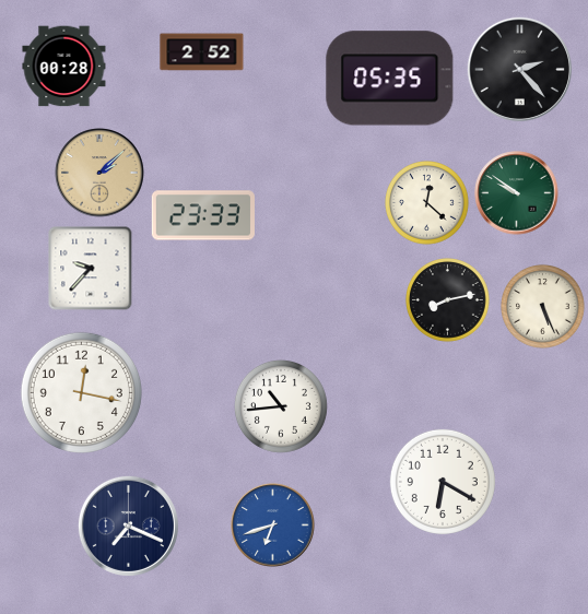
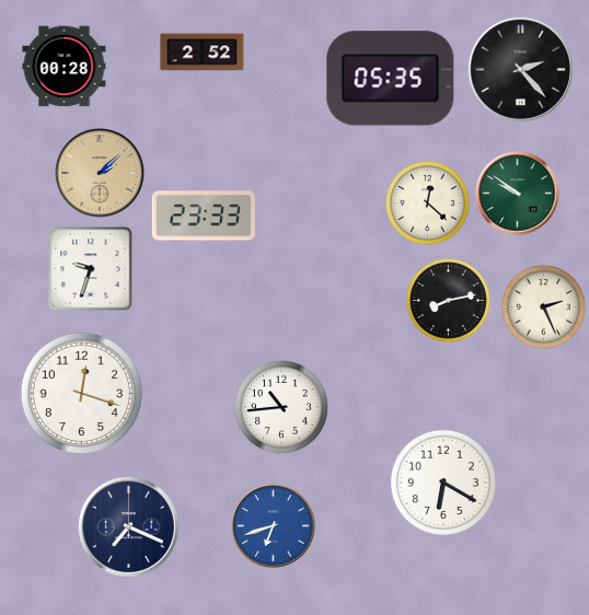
clock at (91, 269): 9:37 -> 9:33
clock at (543, 307): 5:26 -> 2:26
clock at (81, 392): 12:17 -> 12:18
